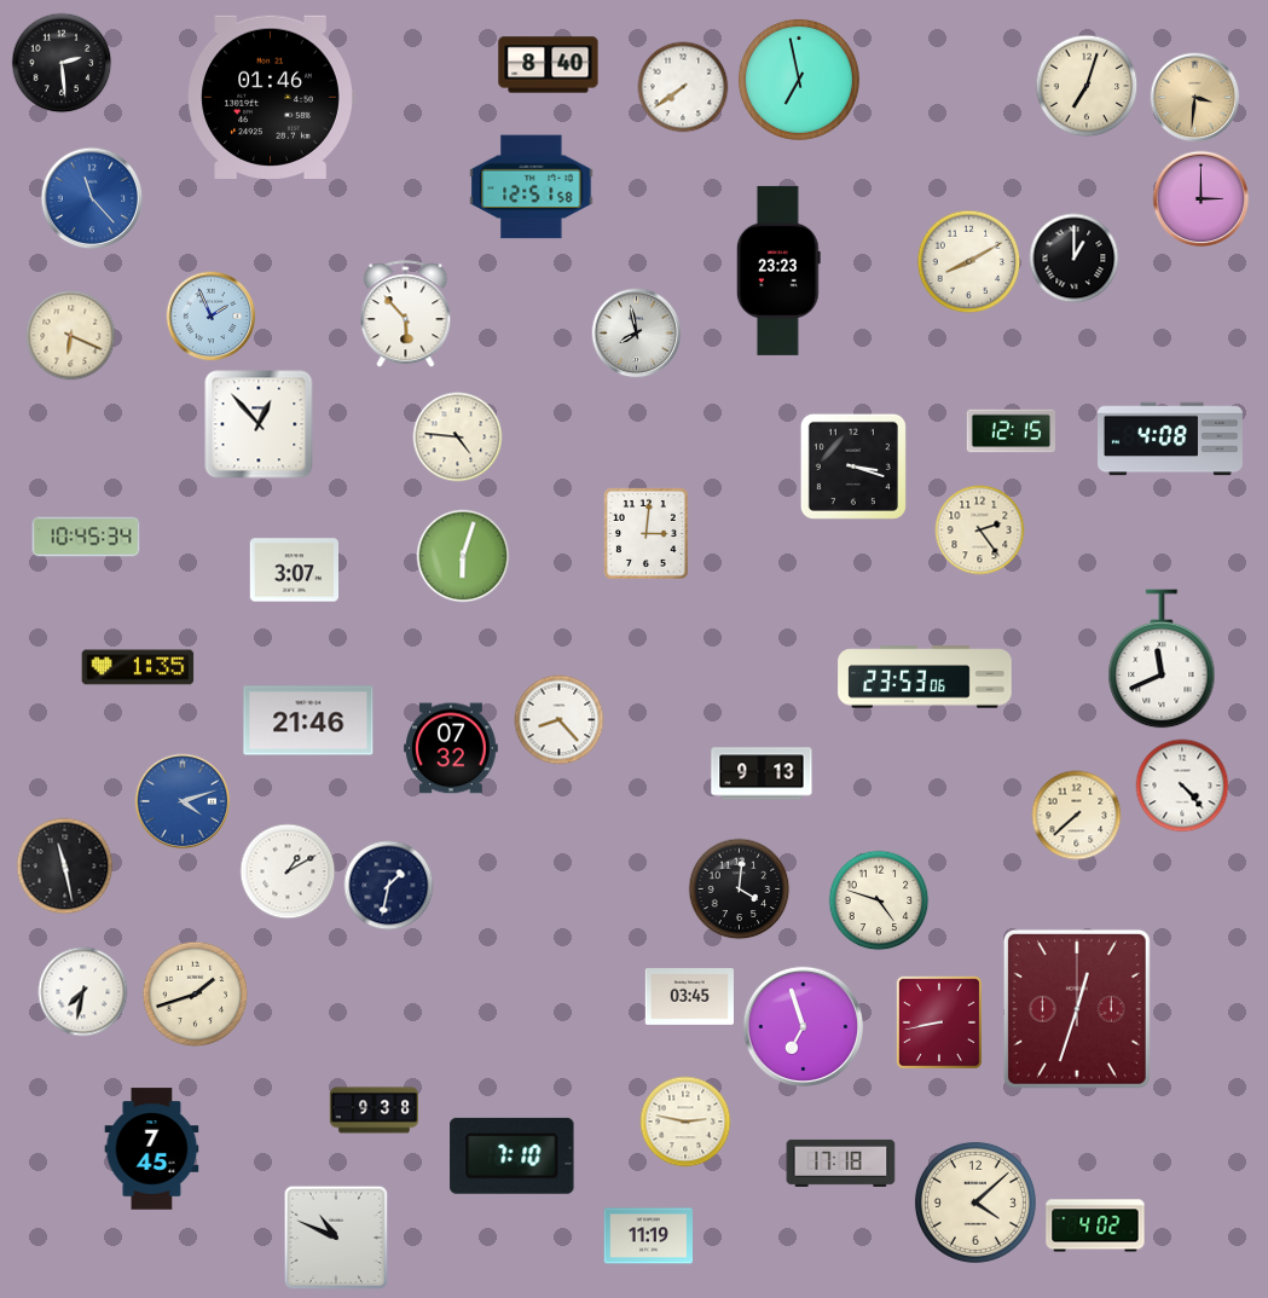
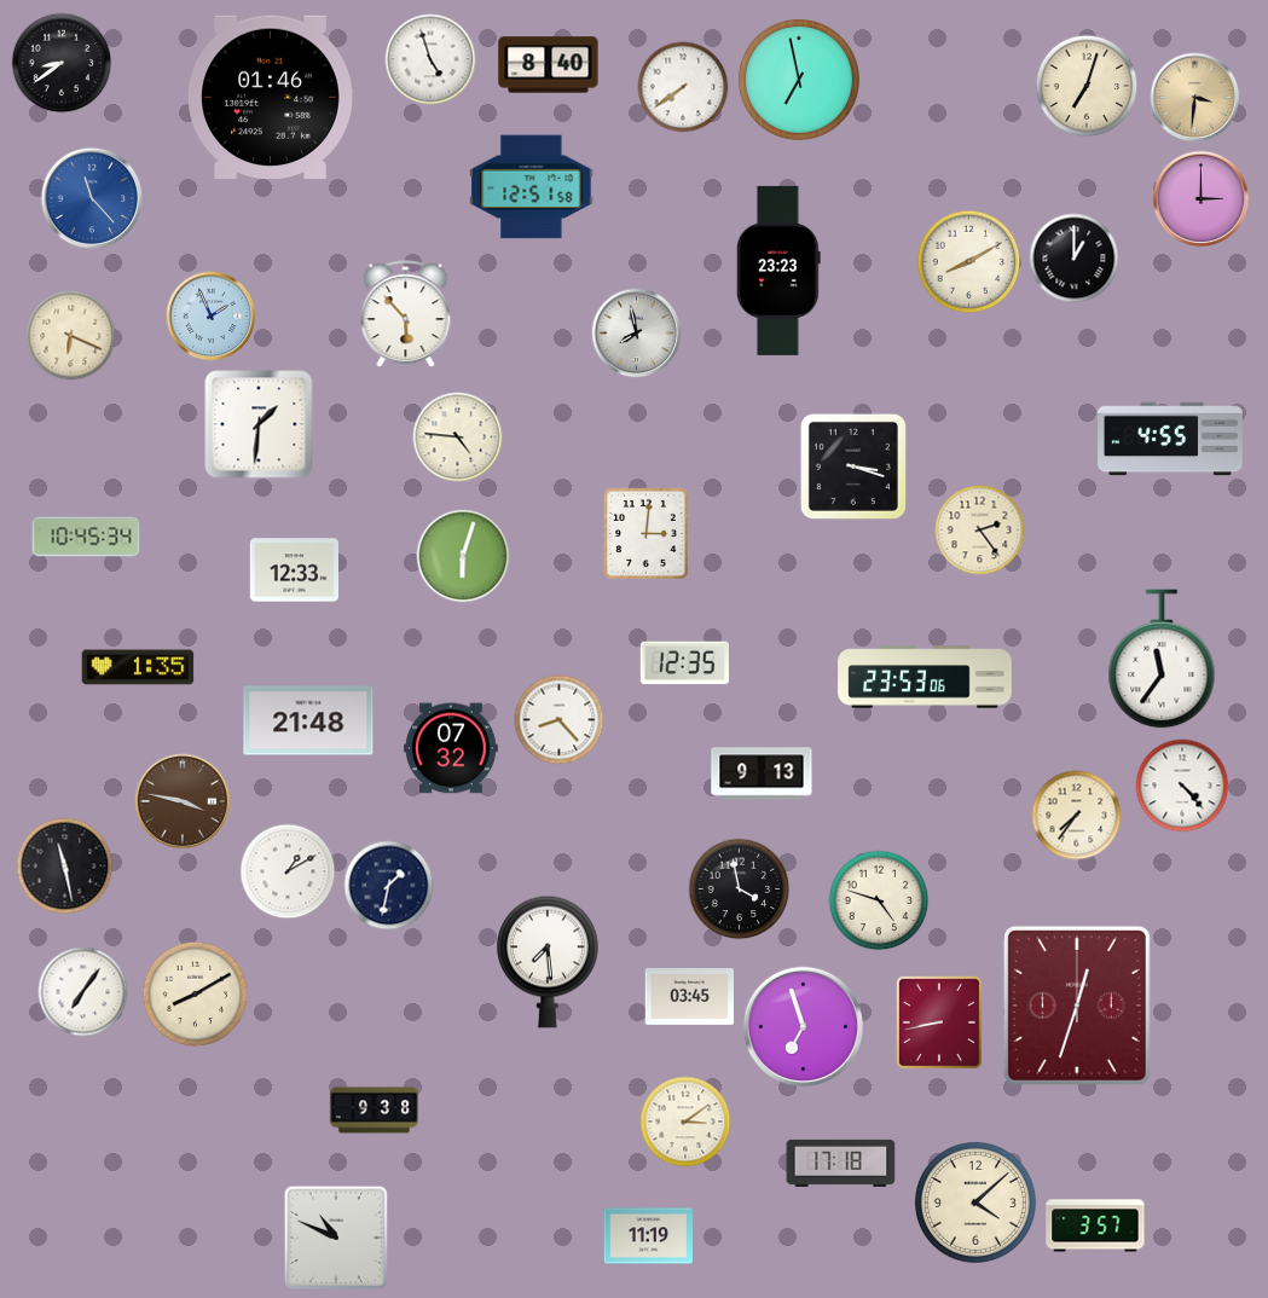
clock at (430, 59): none -> 4:57
clock at (62, 63): 2:29 -> 8:39
clock at (259, 424): 12:53 -> 1:31
clock at (1011, 431): 12:15 -> none
clock at (1171, 439): 4:08 -> 4:55
clock at (294, 570): 3:07 -> 12:33
clock at (1162, 659): 11:41 -> 11:36
clock at (684, 664): none -> 12:35
clock at (308, 720): 21:46 -> 21:48
clock at (183, 801): 4:12 -> 3:47
clock at (183, 801) dial: blue -> brown
clock at (1077, 816): 7:38 -> 7:36
clock at (740, 890): 4:01 -> 3:58
clock at (549, 962): none -> 7:29
clock at (83, 992): 7:32 -> 7:06
clock at (196, 995): 1:42 -> 8:10
clock at (1077, 1009) position: (1077, 1009) -> (1077, 1006)
clock at (685, 1122): 2:47 -> 3:09
clock at (152, 1149): 7:45 -> none
clock at (513, 1155): 7:10 -> none
clock at (1095, 1225): 4:02 -> 3:57
